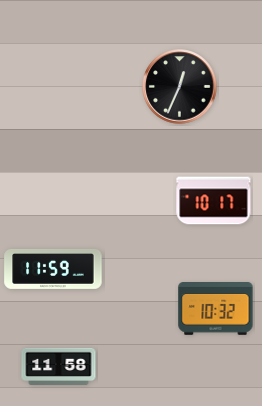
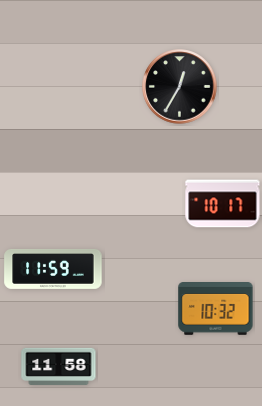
clock at (180, 87): 12:34 -> 12:35
clock at (214, 201) position: (214, 201) -> (223, 204)
